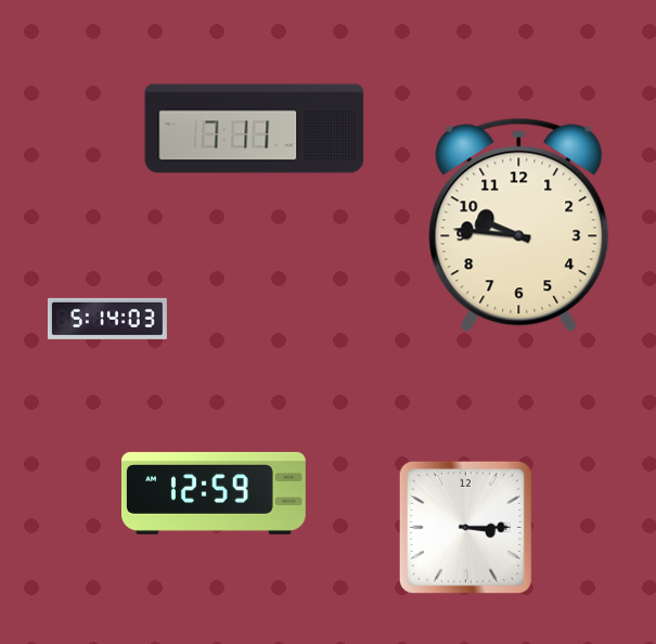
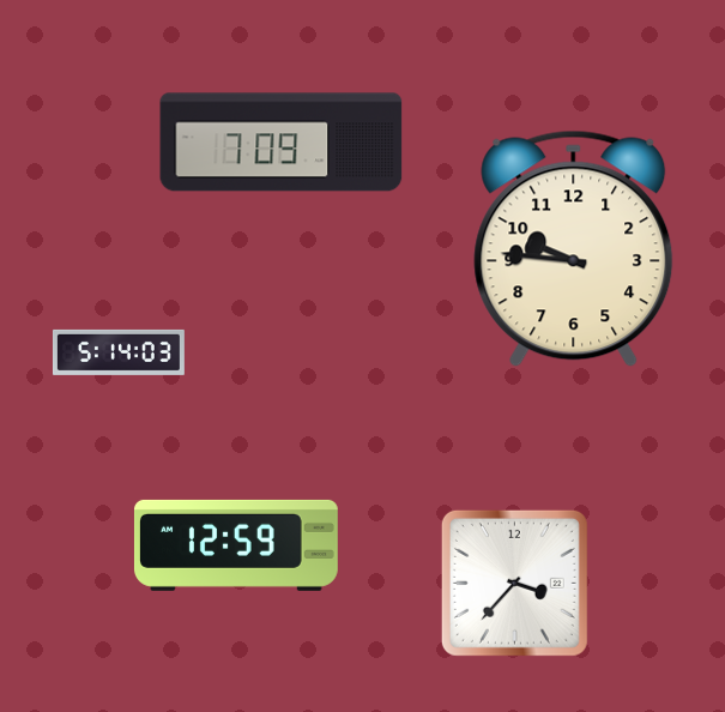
clock at (255, 129): 7:11 -> 7:09
clock at (465, 527): 3:15 -> 3:37
